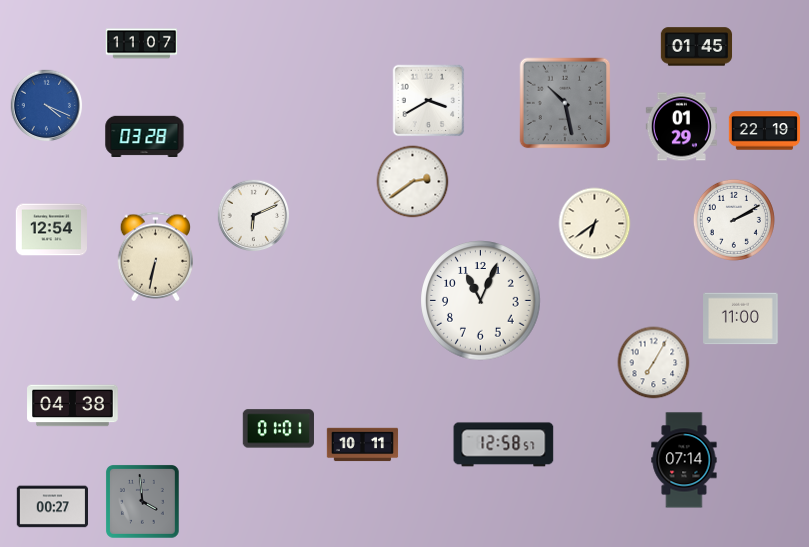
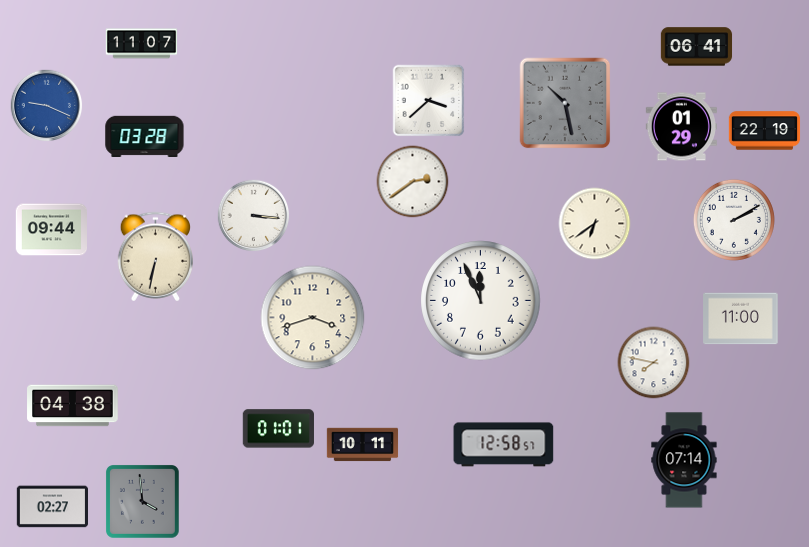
clock at (697, 47): 01:45 -> 06:41
clock at (429, 101): 3:40 -> 3:38
clock at (47, 106): 4:19 -> 9:19
clock at (254, 216): 6:11 -> 3:16
clock at (52, 230): 12:54 -> 09:44
clock at (481, 301): 11:04 -> 11:56
clock at (313, 318): none -> 3:42
clock at (654, 363): 7:05 -> 7:47
clock at (52, 507): 00:27 -> 02:27
